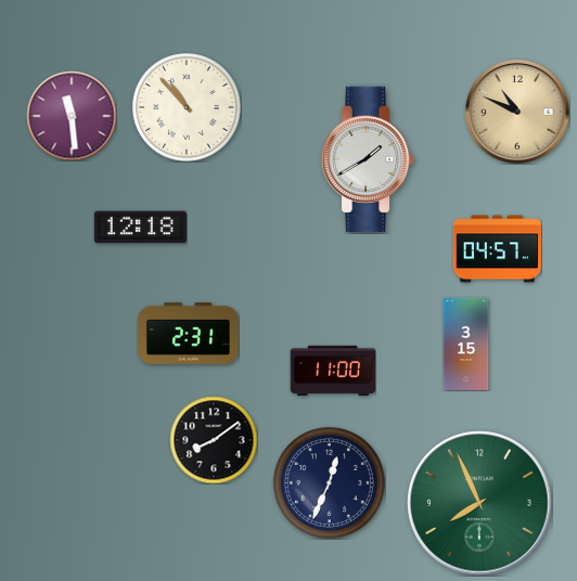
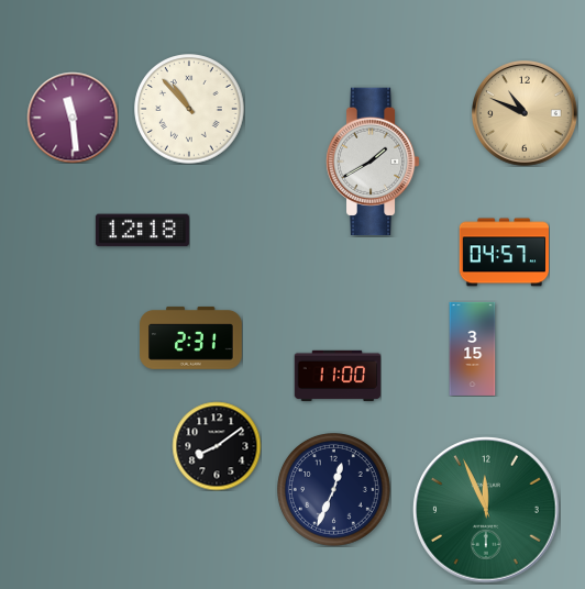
clock at (479, 503): 7:56 -> 11:56
